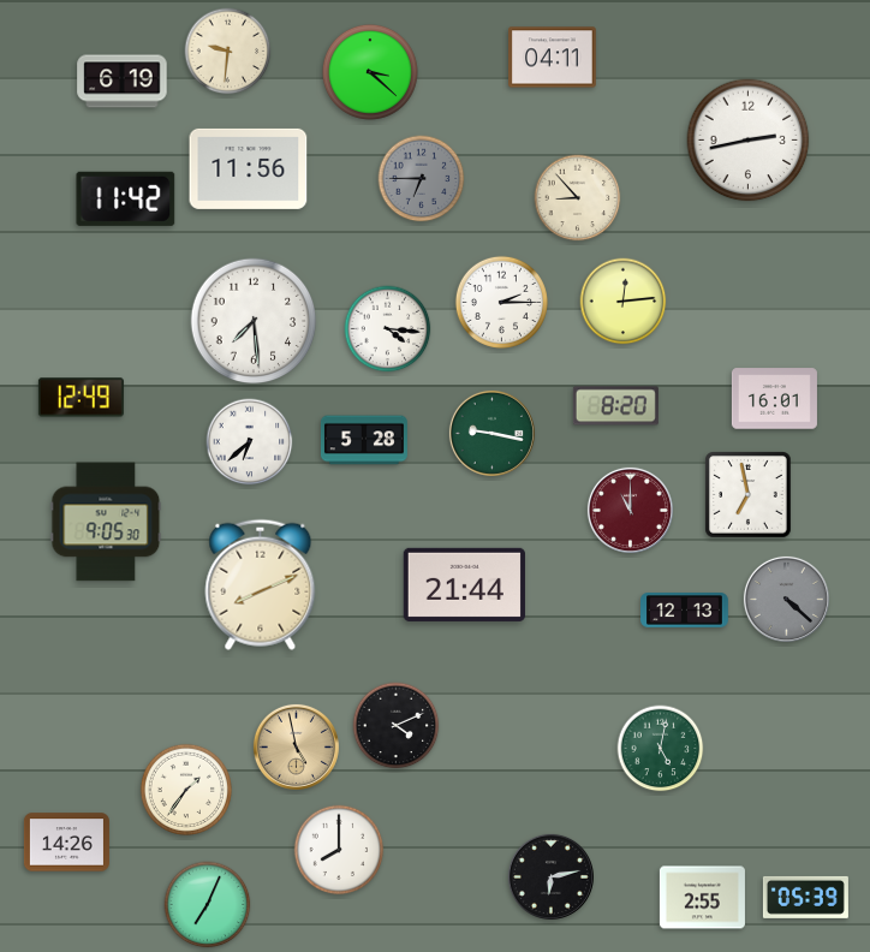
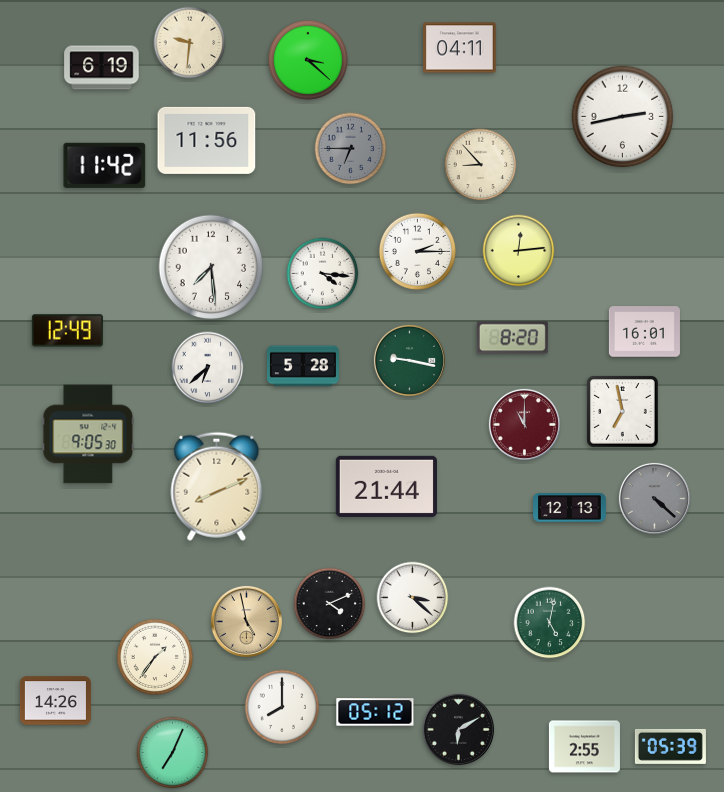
clock at (413, 598): none -> 3:22
clock at (375, 712): none -> 05:12
clock at (550, 876): 6:13 -> 6:10
